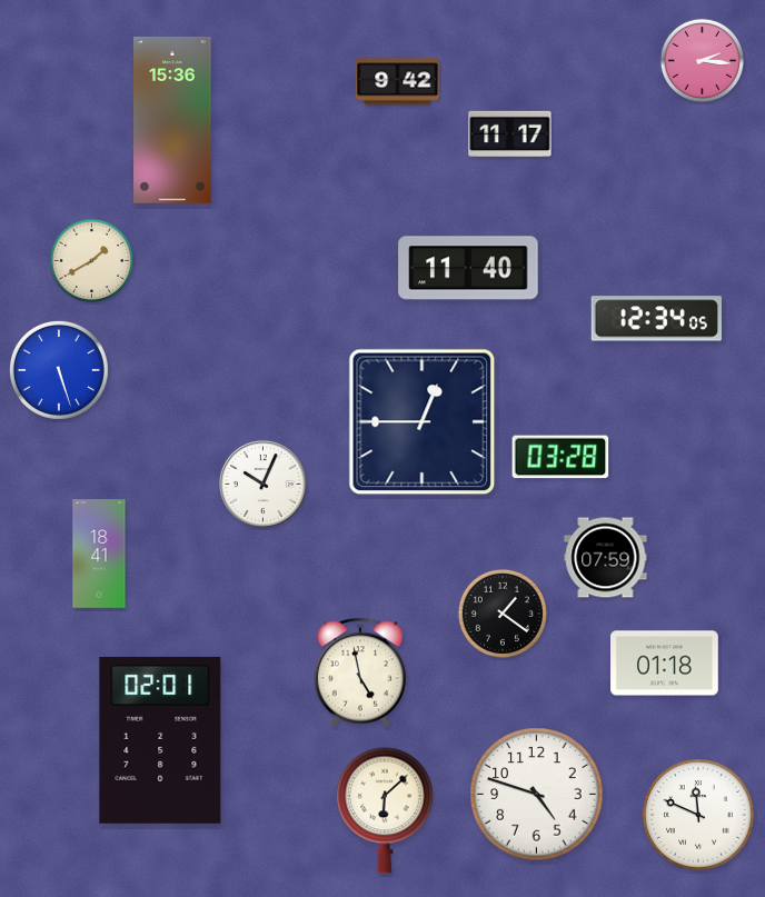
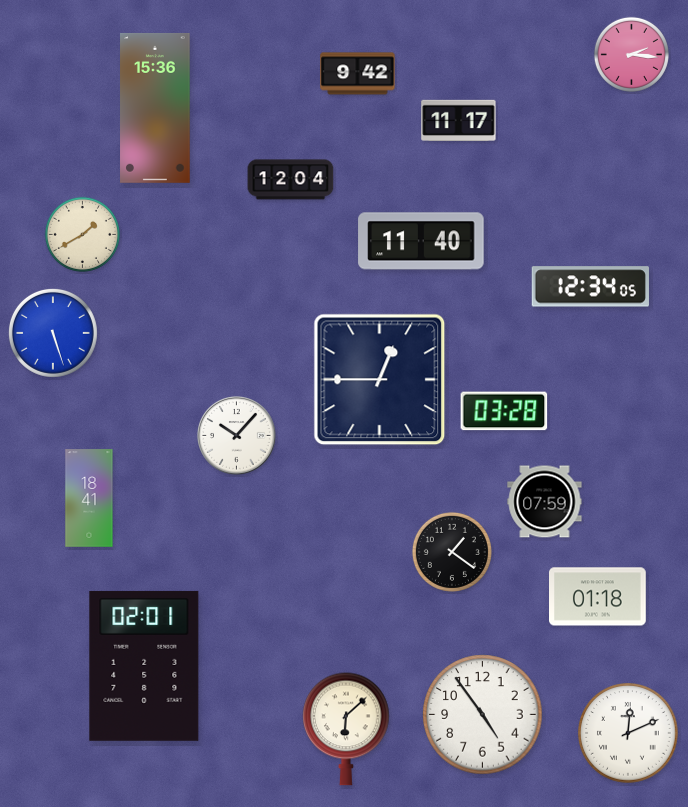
clock at (291, 180): none -> 12:04
clock at (264, 485): 10:04 -> 10:07
clock at (360, 672): 4:58 -> none
clock at (537, 795): 4:48 -> 4:54
clock at (699, 816): 11:49 -> 12:11
